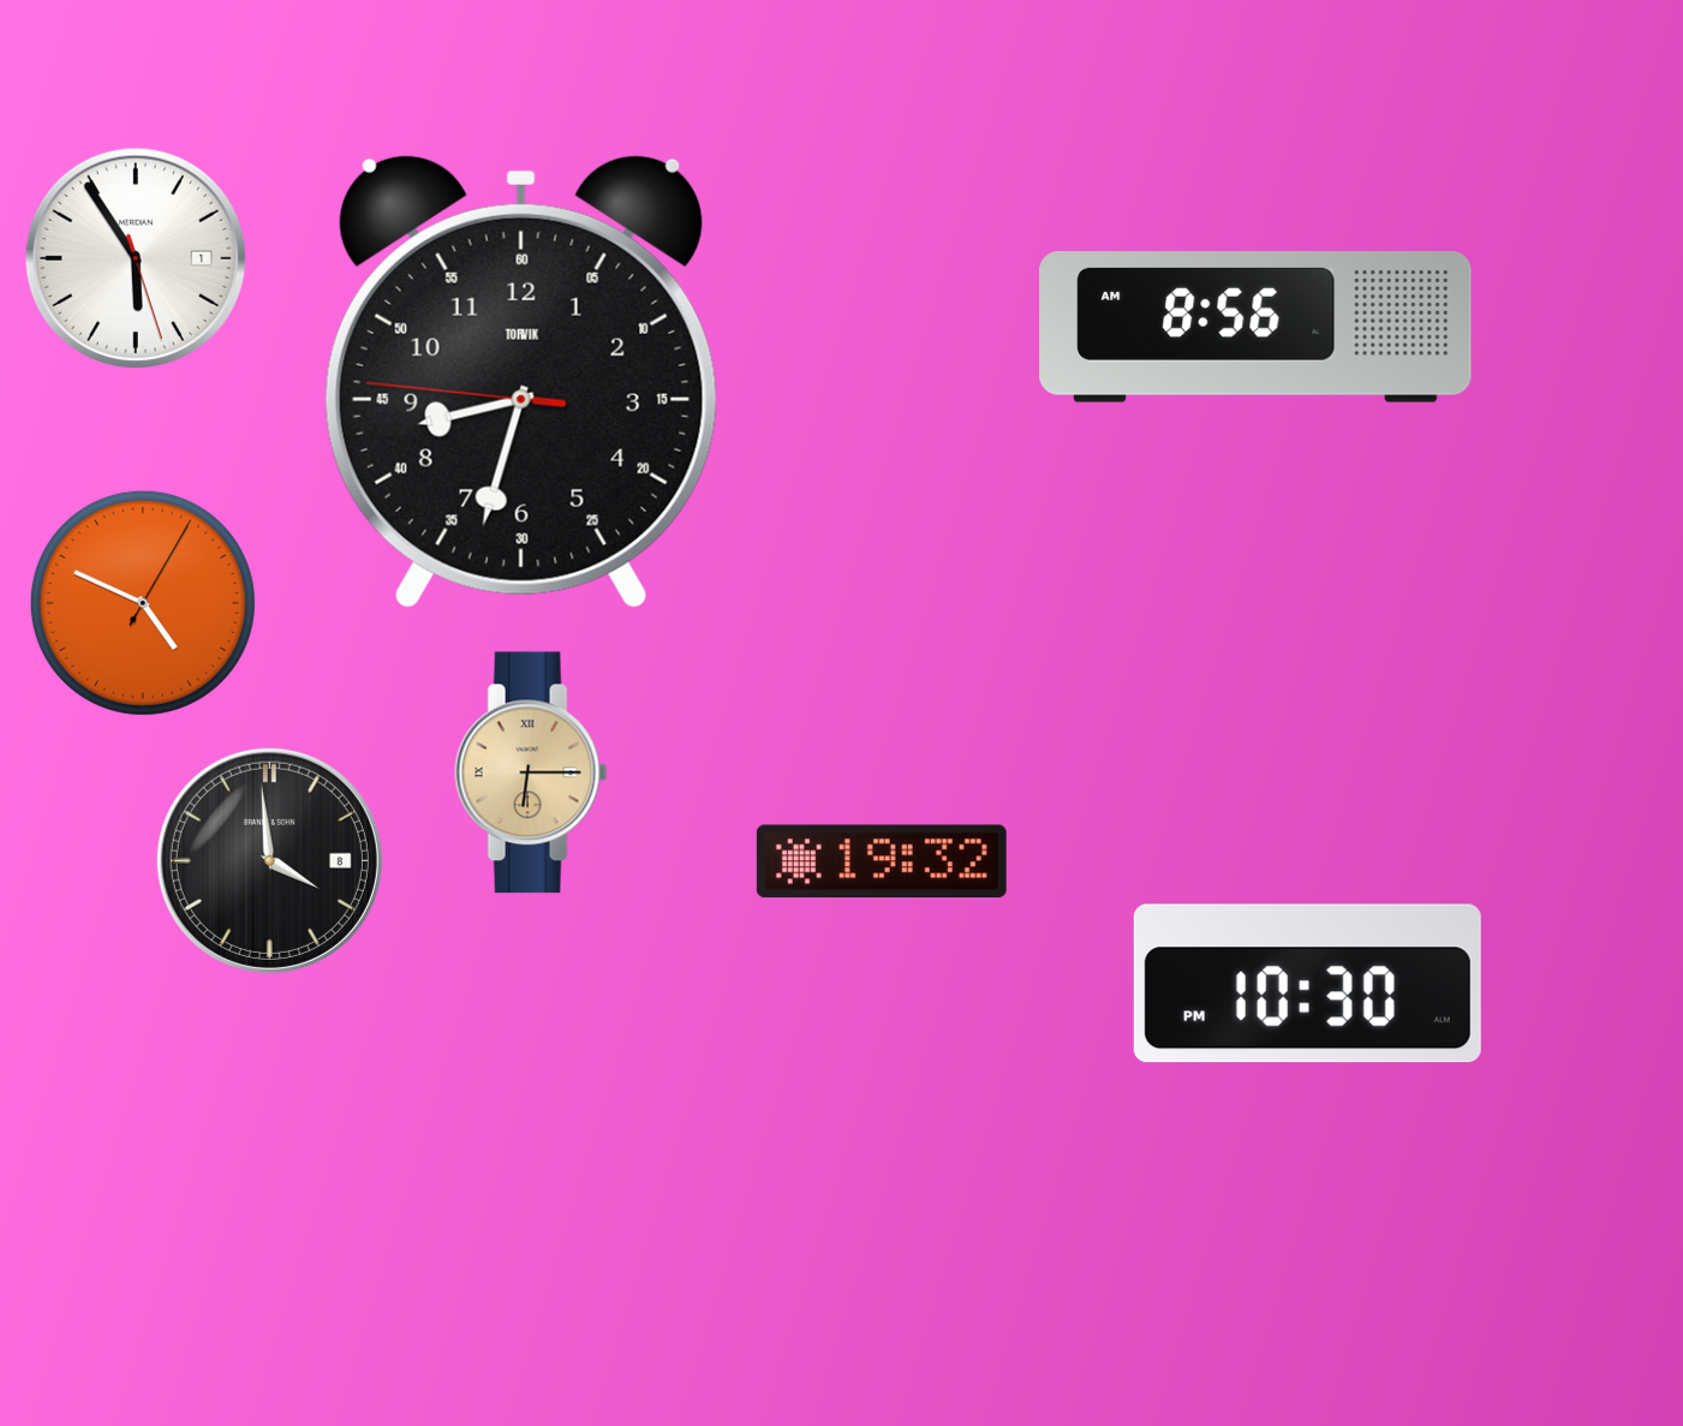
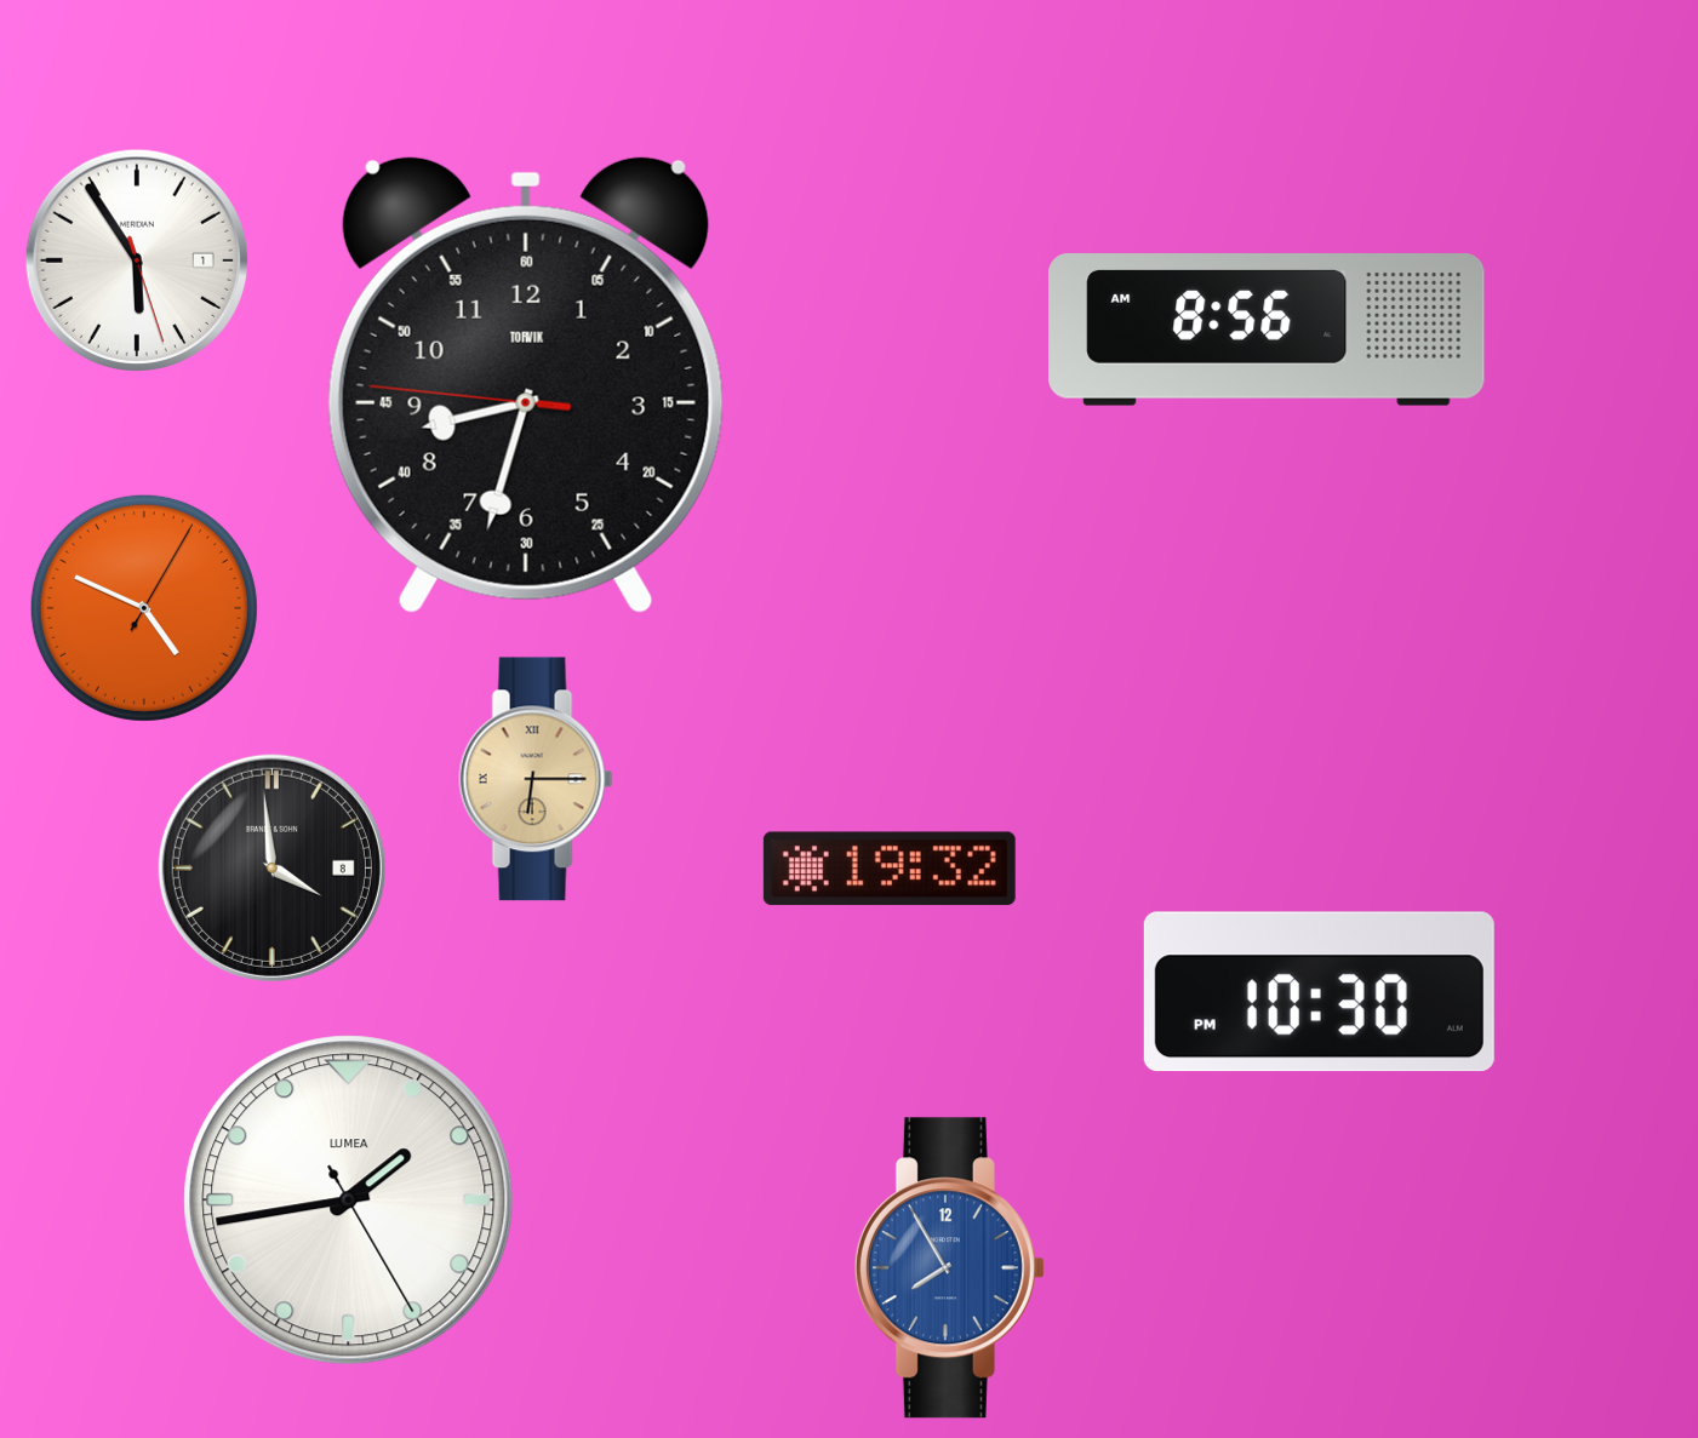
clock at (349, 1201): none -> 1:43
clock at (949, 1268): none -> 7:55
